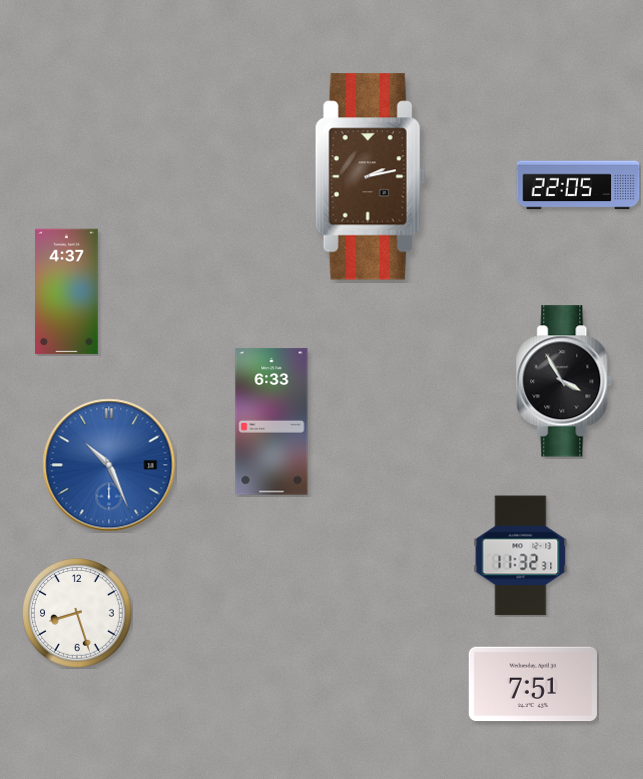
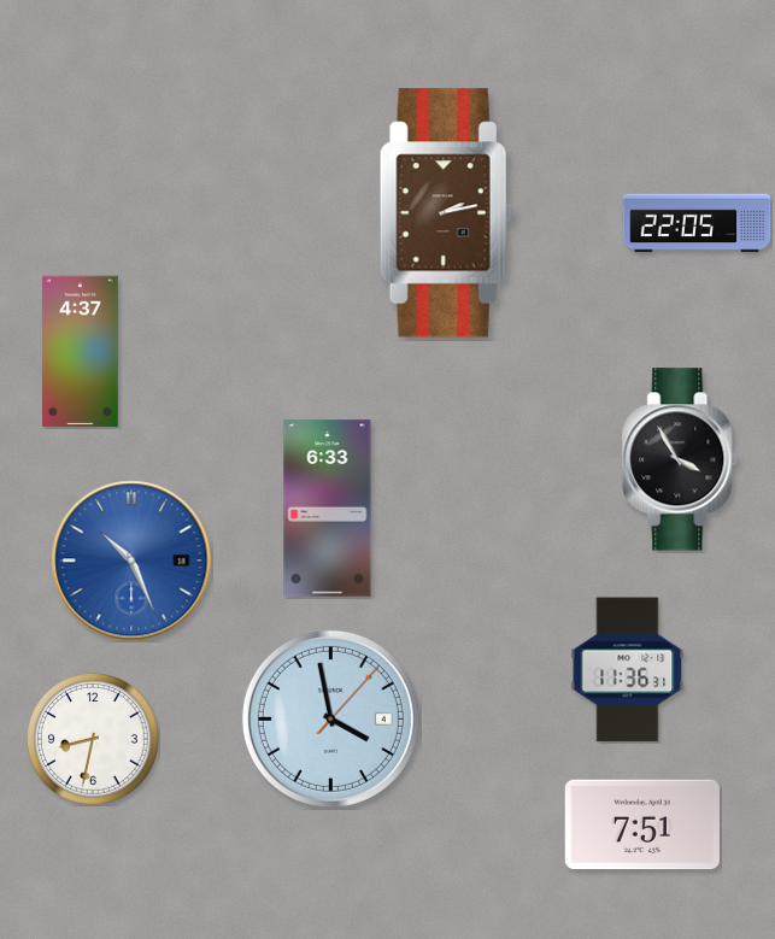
clock at (521, 556): 11:32 -> 11:36
clock at (330, 718): none -> 3:58
clock at (78, 614): 8:27 -> 8:32
